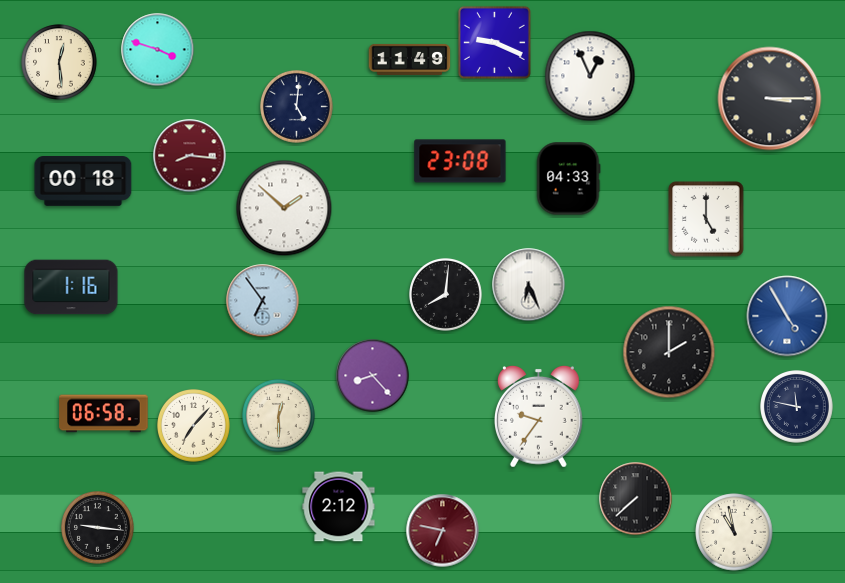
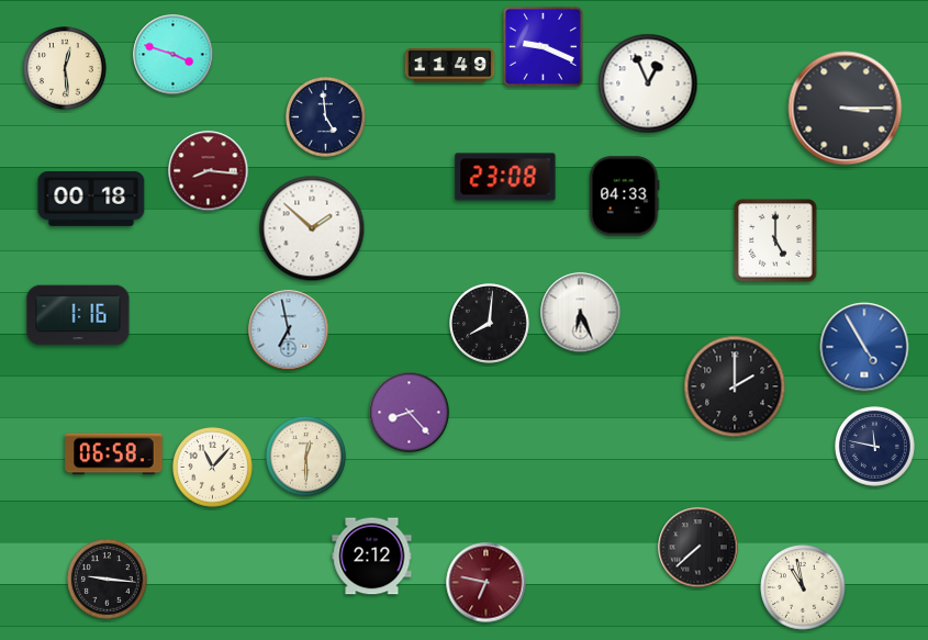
clock at (297, 107): 5:01 -> 4:59
clock at (263, 301): 6:54 -> 6:58
clock at (539, 416): 9:36 -> none
clock at (194, 426): 7:07 -> 11:07
clock at (734, 532) position: (734, 532) -> (803, 587)
